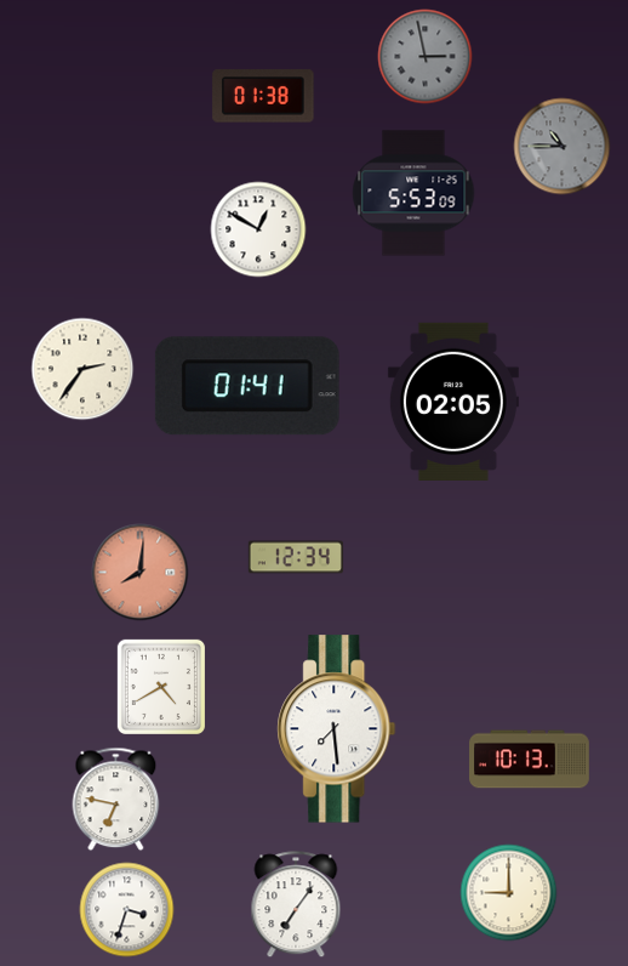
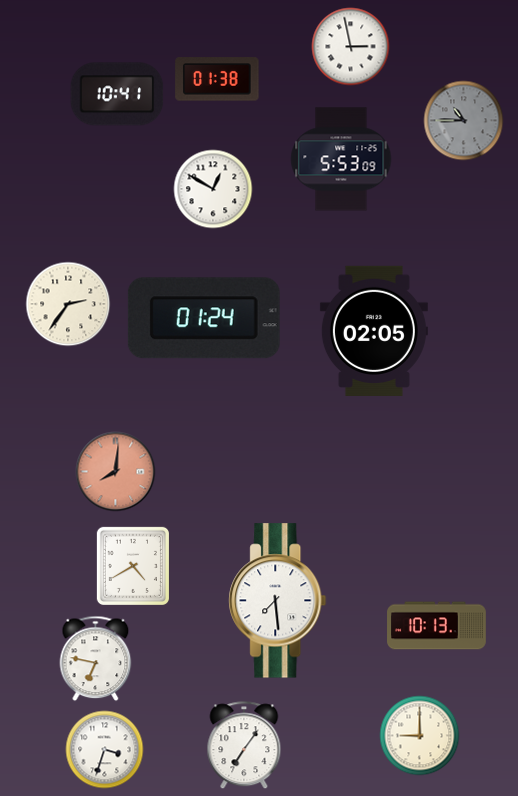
clock at (426, 57) dial: grey -> white
clock at (117, 94): none -> 10:41
clock at (247, 386): 01:41 -> 01:24
clock at (296, 557): 12:34 -> none
